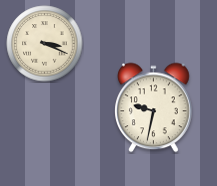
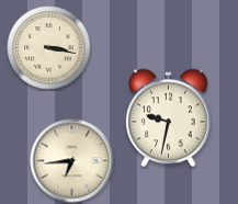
clock at (45, 44): 3:19 -> 3:17
clock at (72, 161): none -> 6:44
